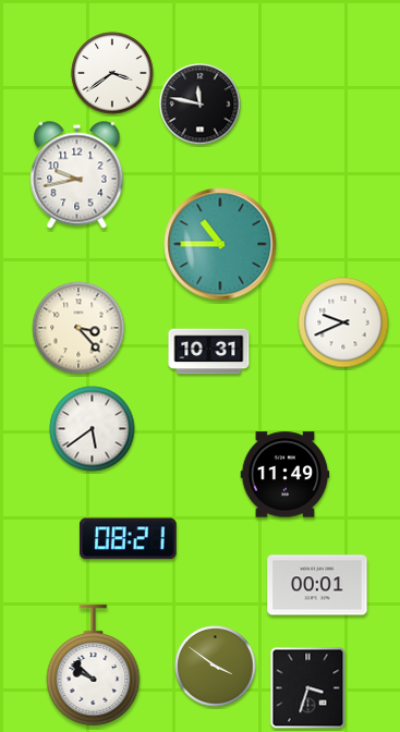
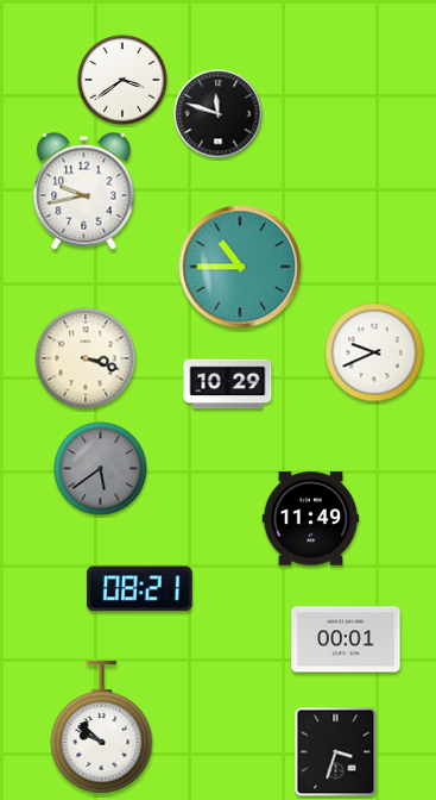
clock at (201, 105): 11:47 -> 11:48
clock at (78, 328): 3:23 -> 3:18
clock at (209, 352): 10:31 -> 10:29
clock at (93, 429) dial: white -> grey
clock at (216, 667): 3:51 -> none
